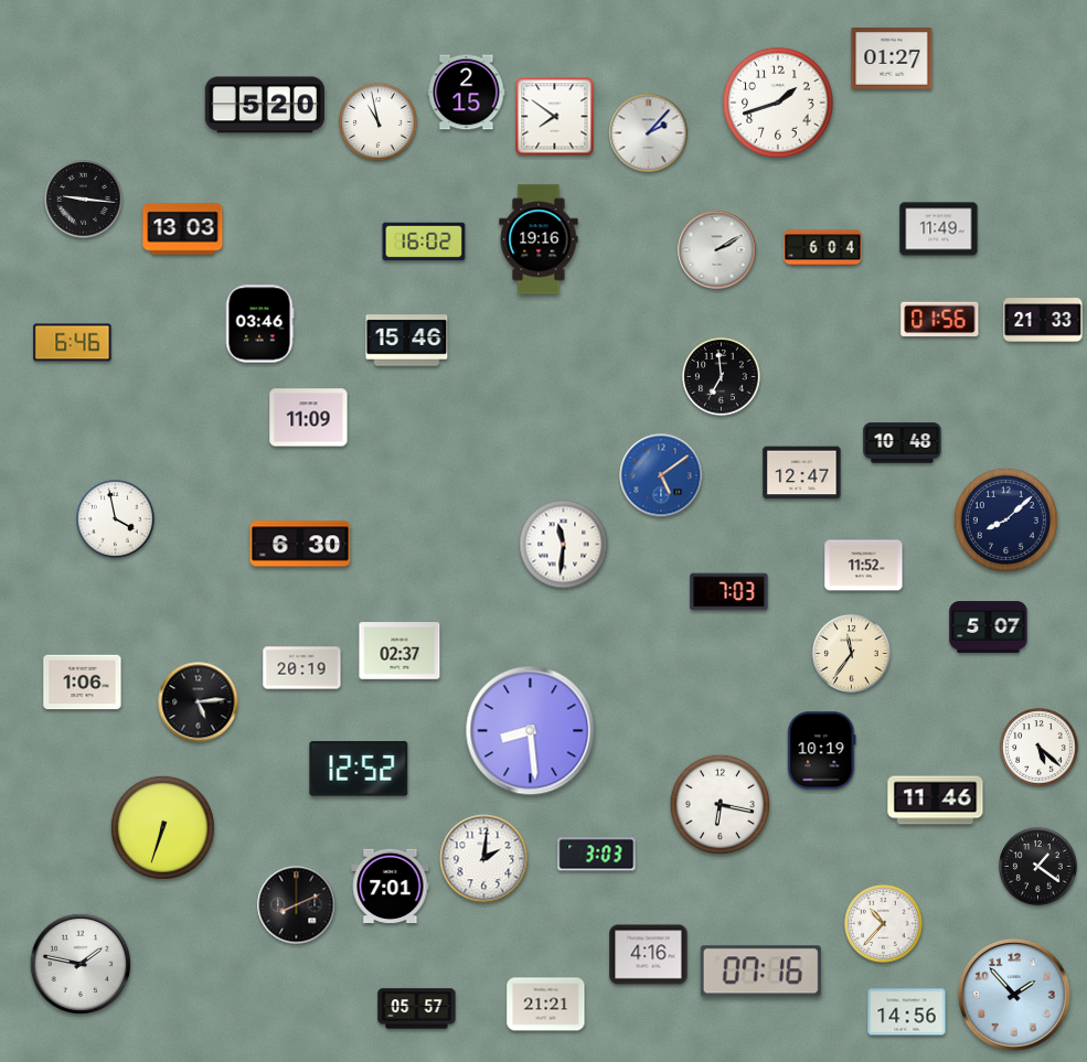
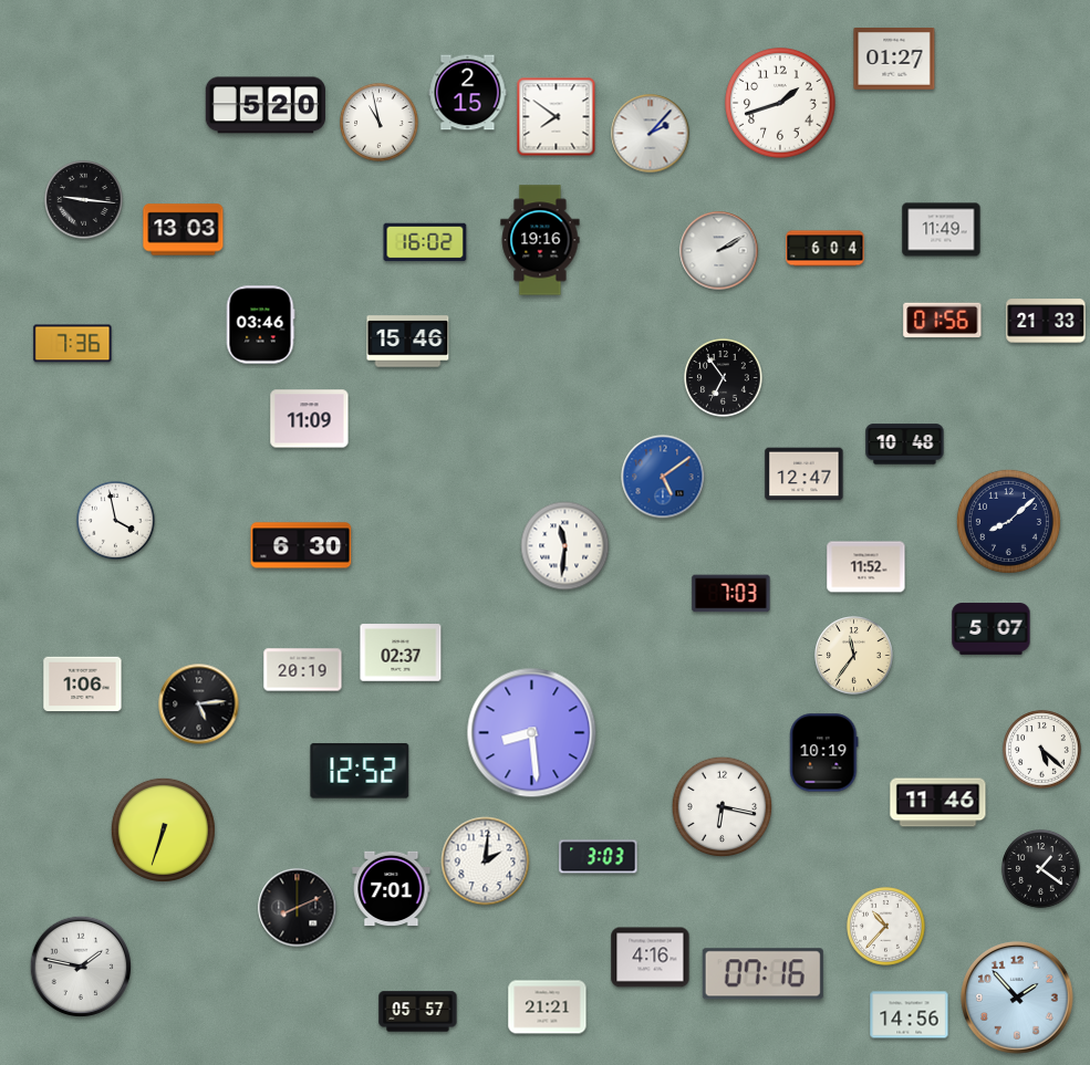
clock at (73, 343): 6:46 -> 7:36
clock at (722, 377): 6:59 -> 6:54
